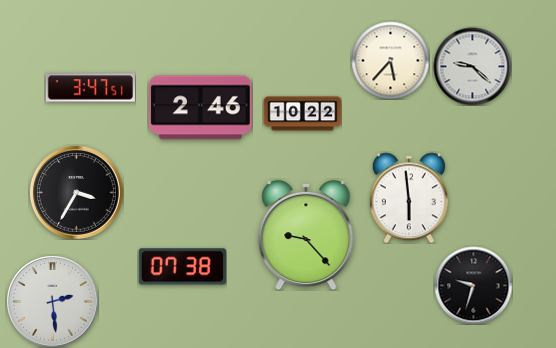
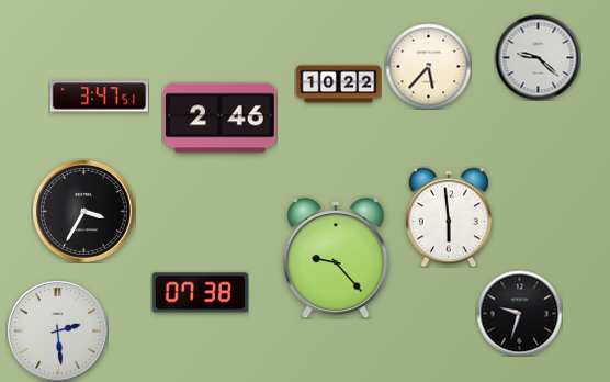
clock at (472, 66) position: (472, 66) -> (538, 57)
clock at (302, 114) position: (302, 114) -> (338, 85)
